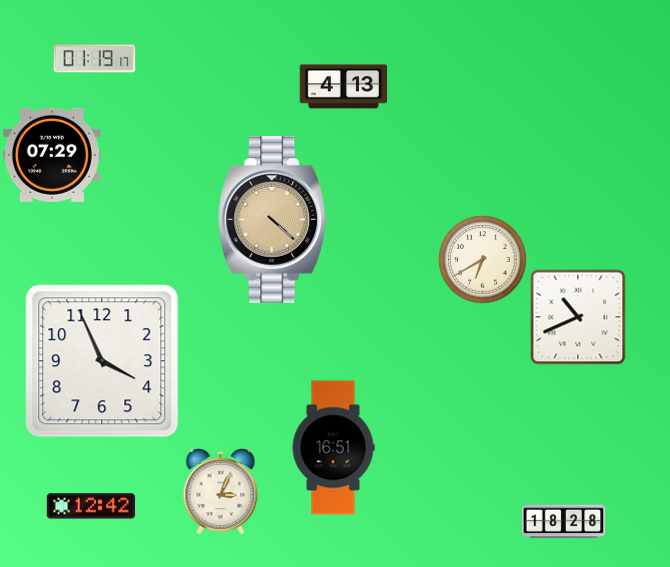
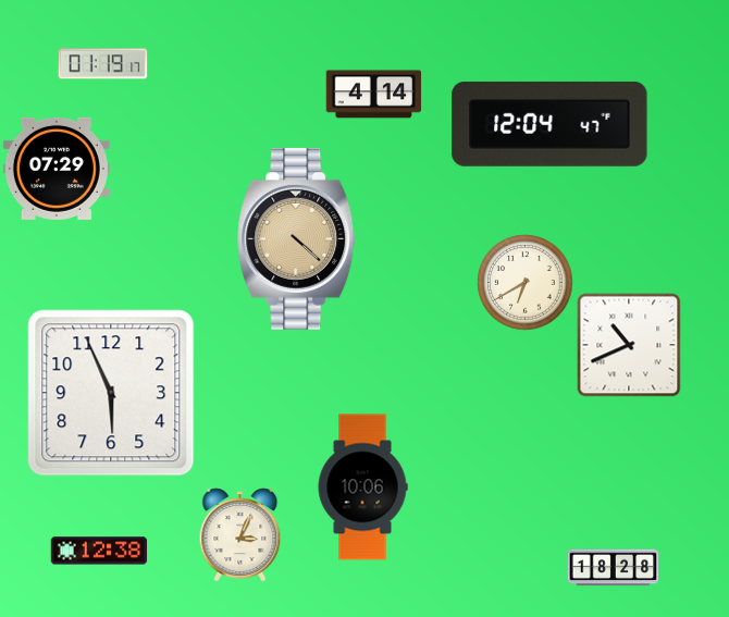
clock at (343, 87): 4:13 -> 4:14
clock at (549, 124): none -> 12:04
clock at (102, 361): 3:56 -> 5:56
clock at (333, 448): 16:51 -> 10:06
clock at (91, 506): 12:42 -> 12:38
